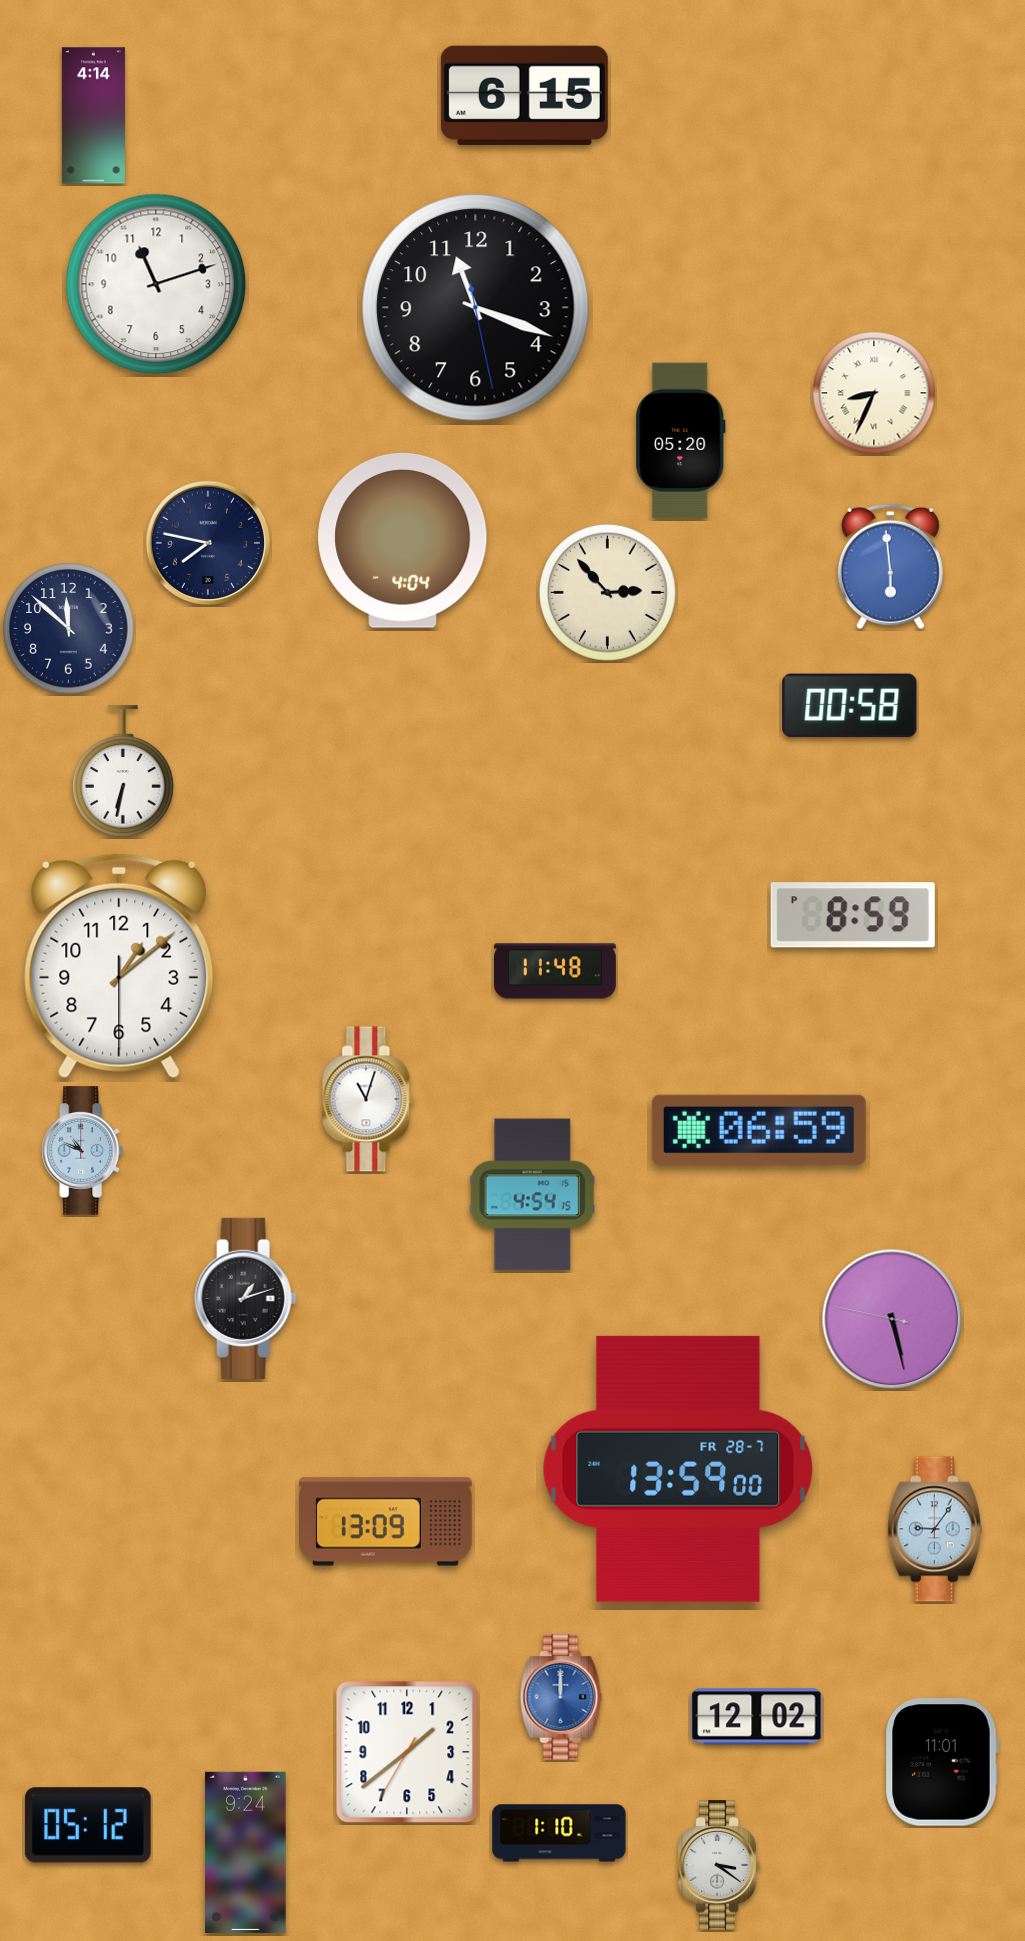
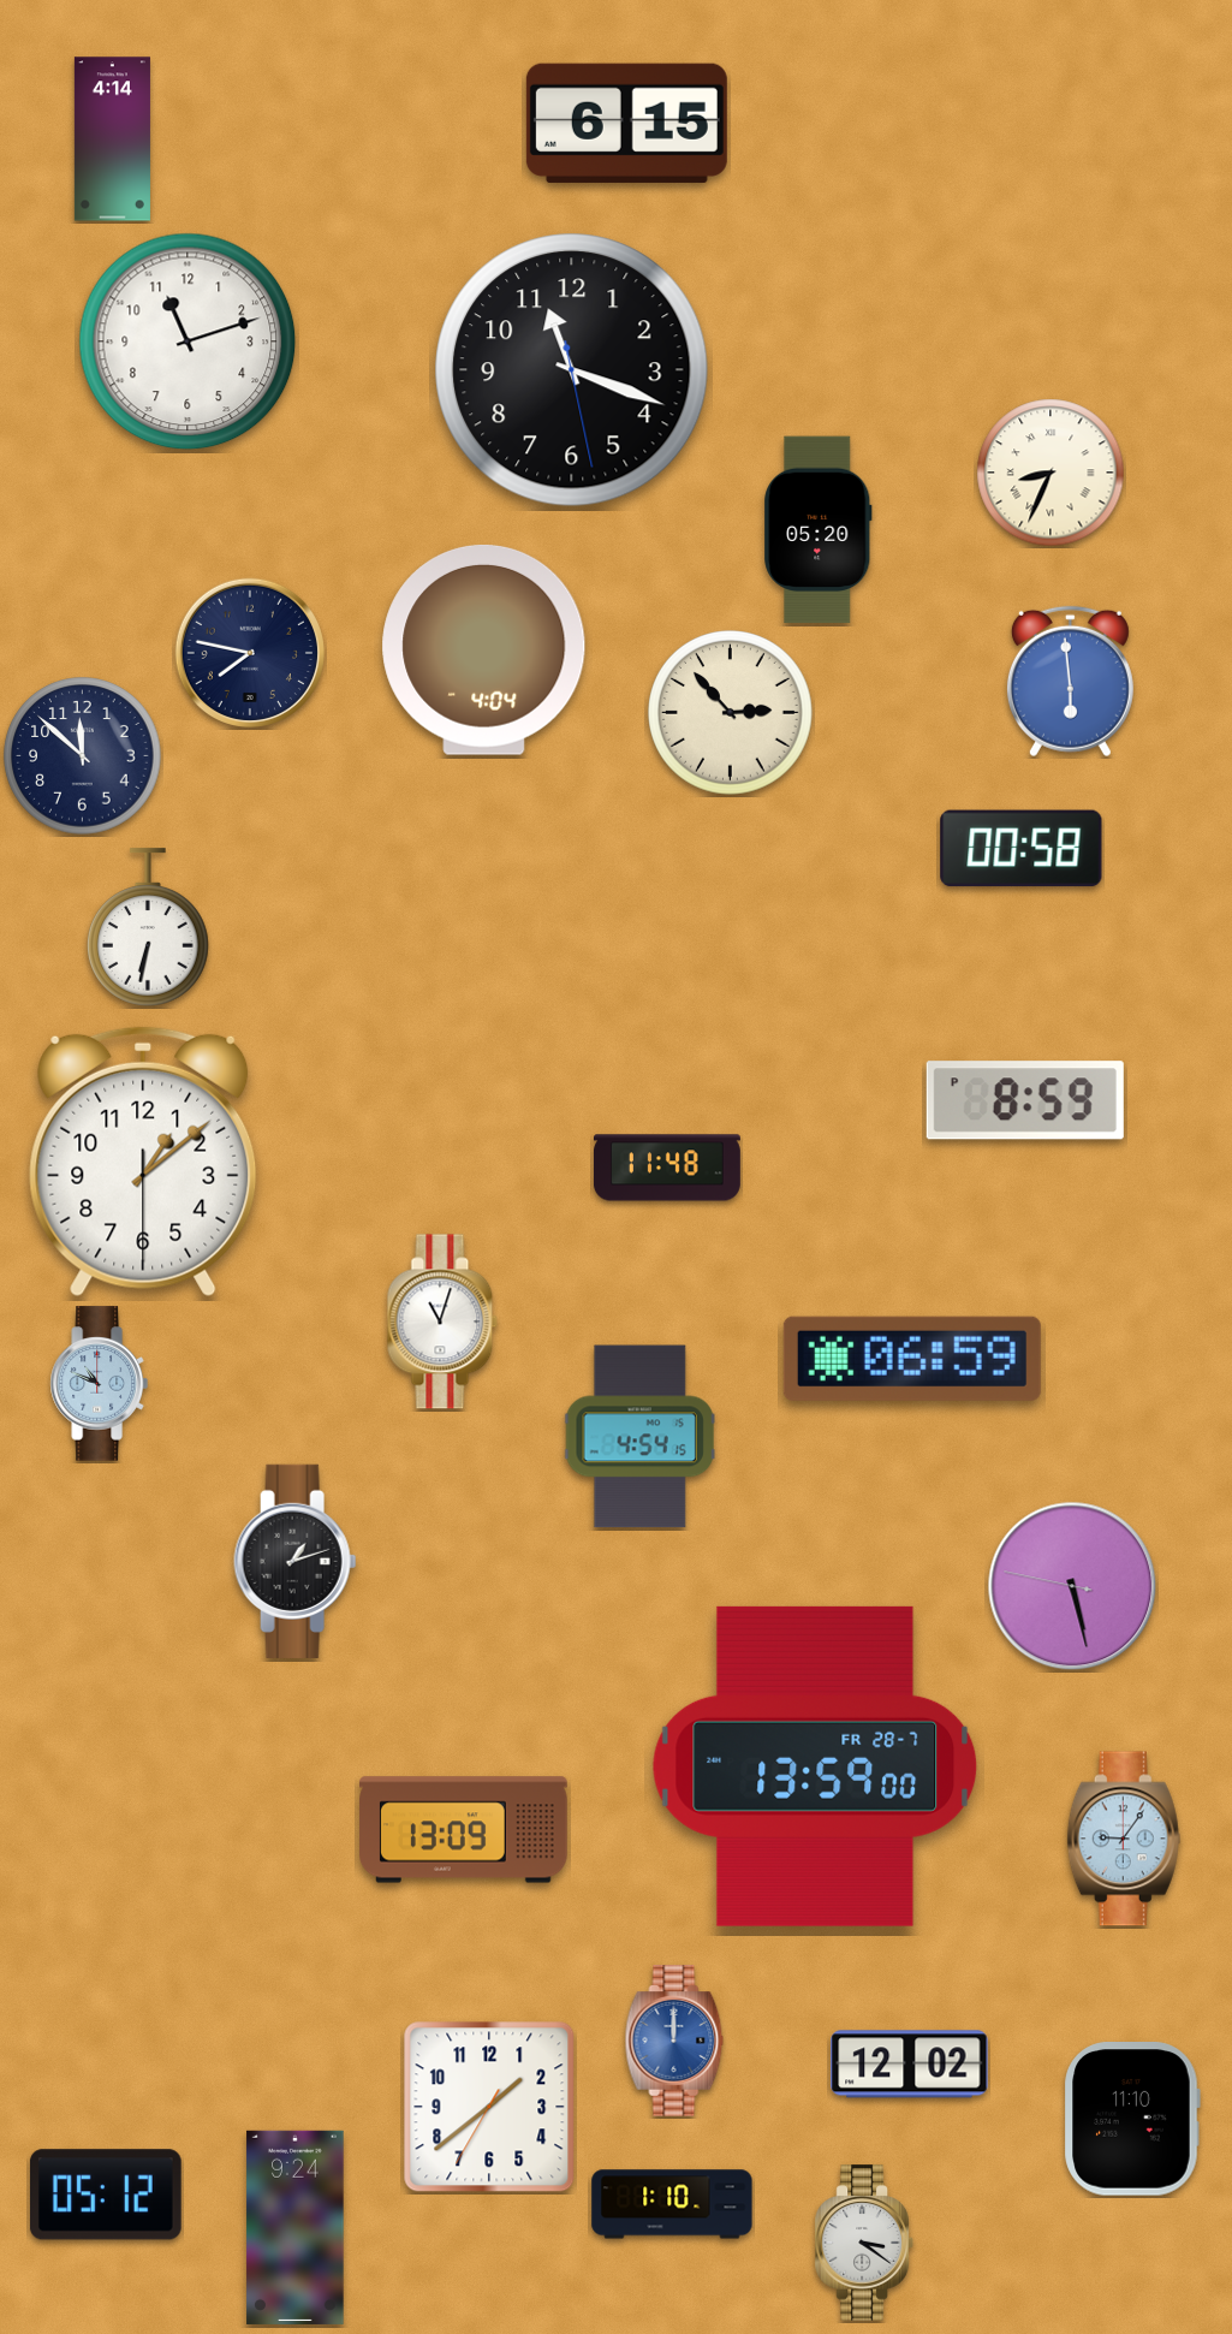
clock at (524, 95) position: (524, 95) -> (626, 123)
clock at (942, 1762): 11:01 -> 11:10
